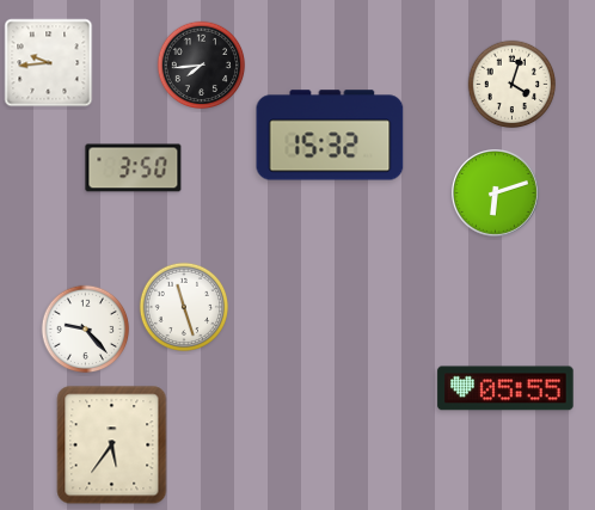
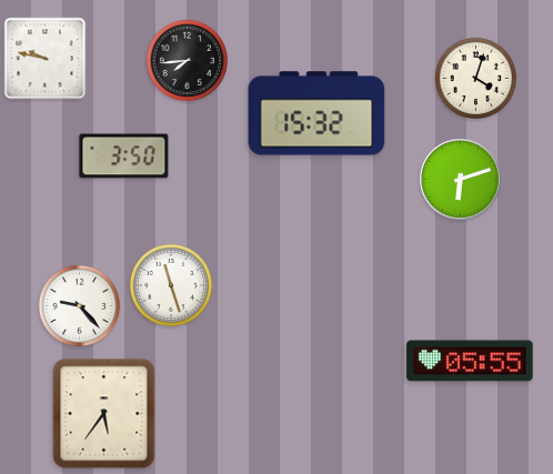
clock at (49, 63): 9:44 -> 9:47
clock at (330, 135) position: (330, 135) -> (316, 113)
